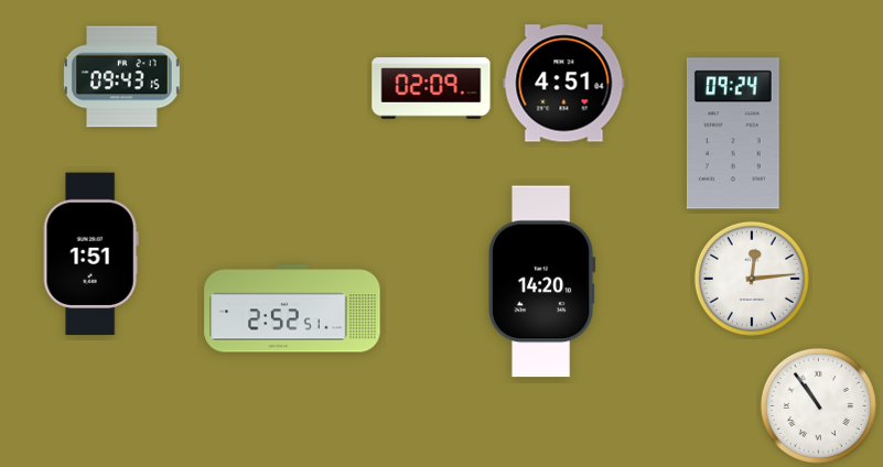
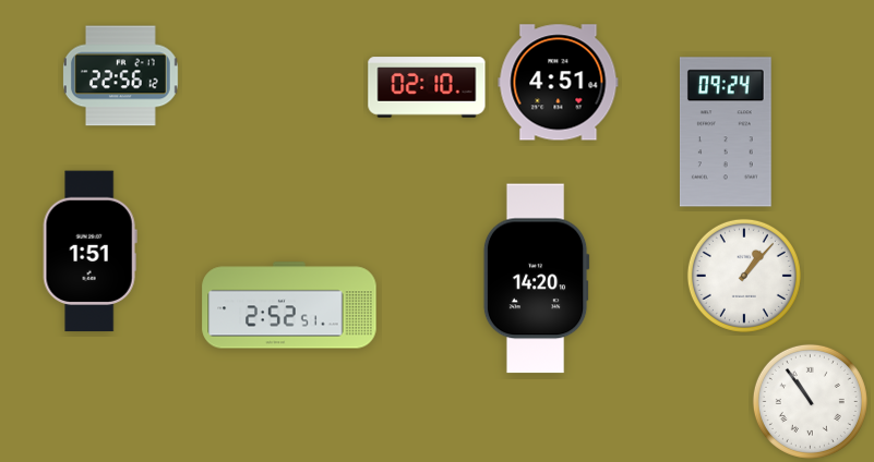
clock at (122, 77): 09:43 -> 22:56
clock at (431, 88): 02:09 -> 02:10
clock at (752, 279): 12:14 -> 1:07
